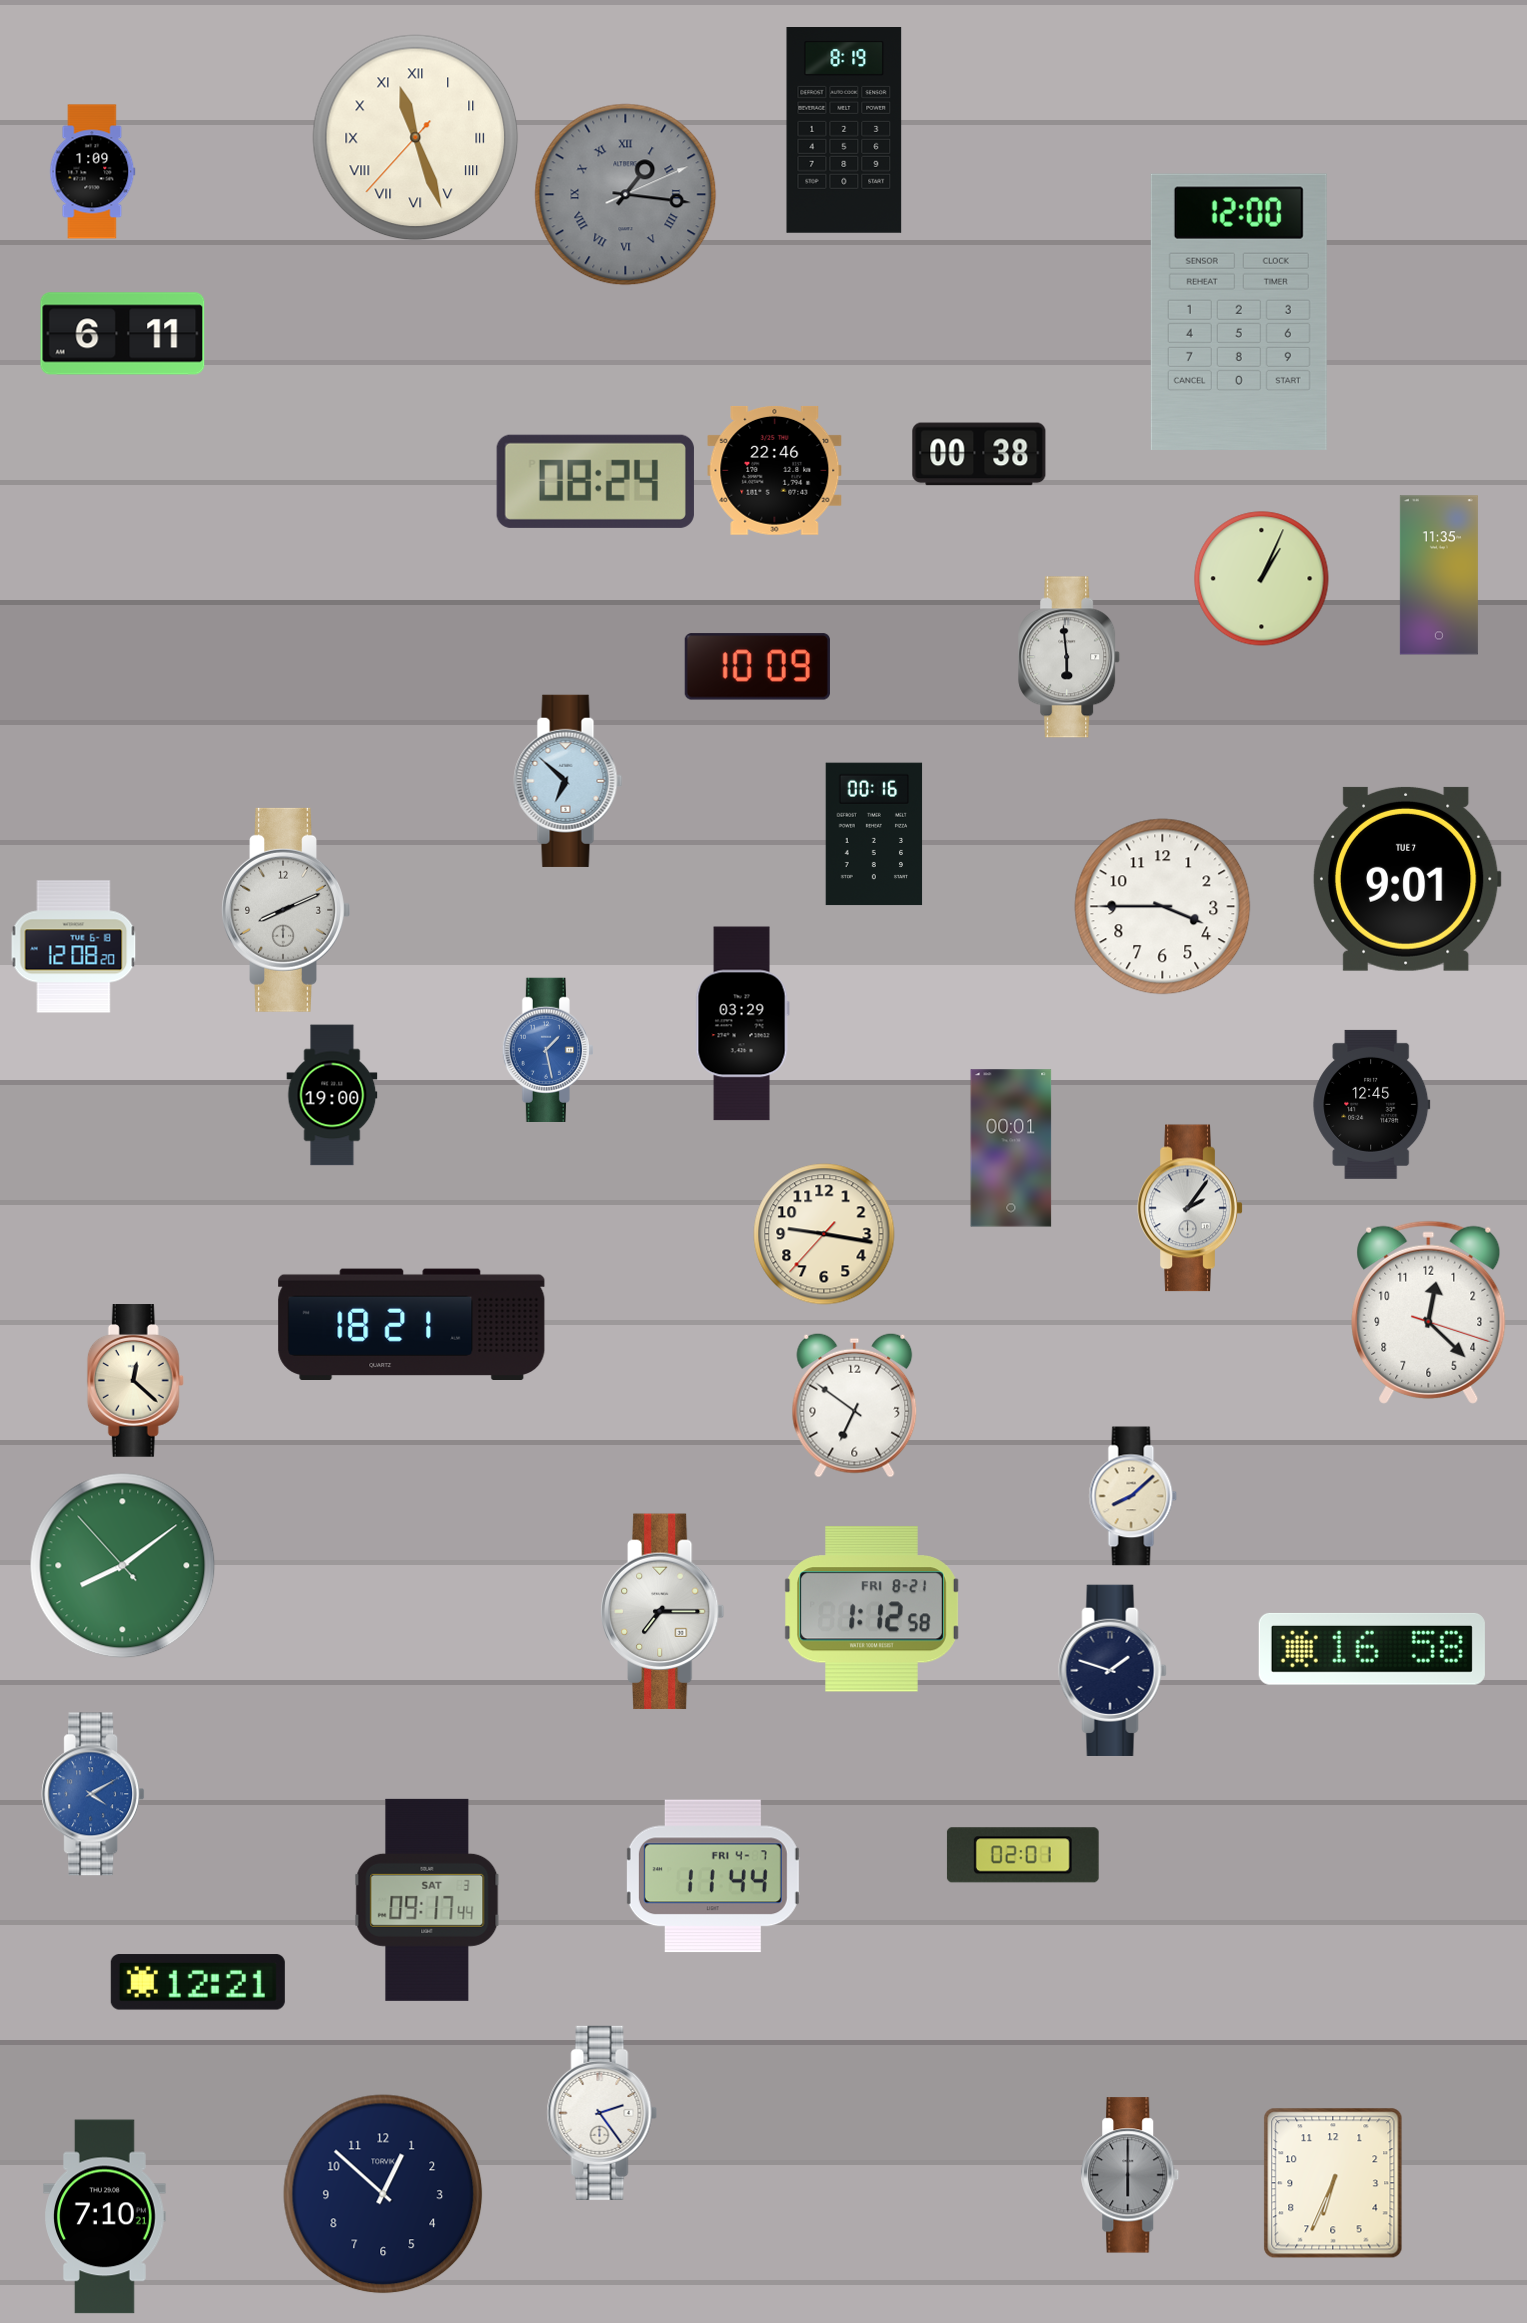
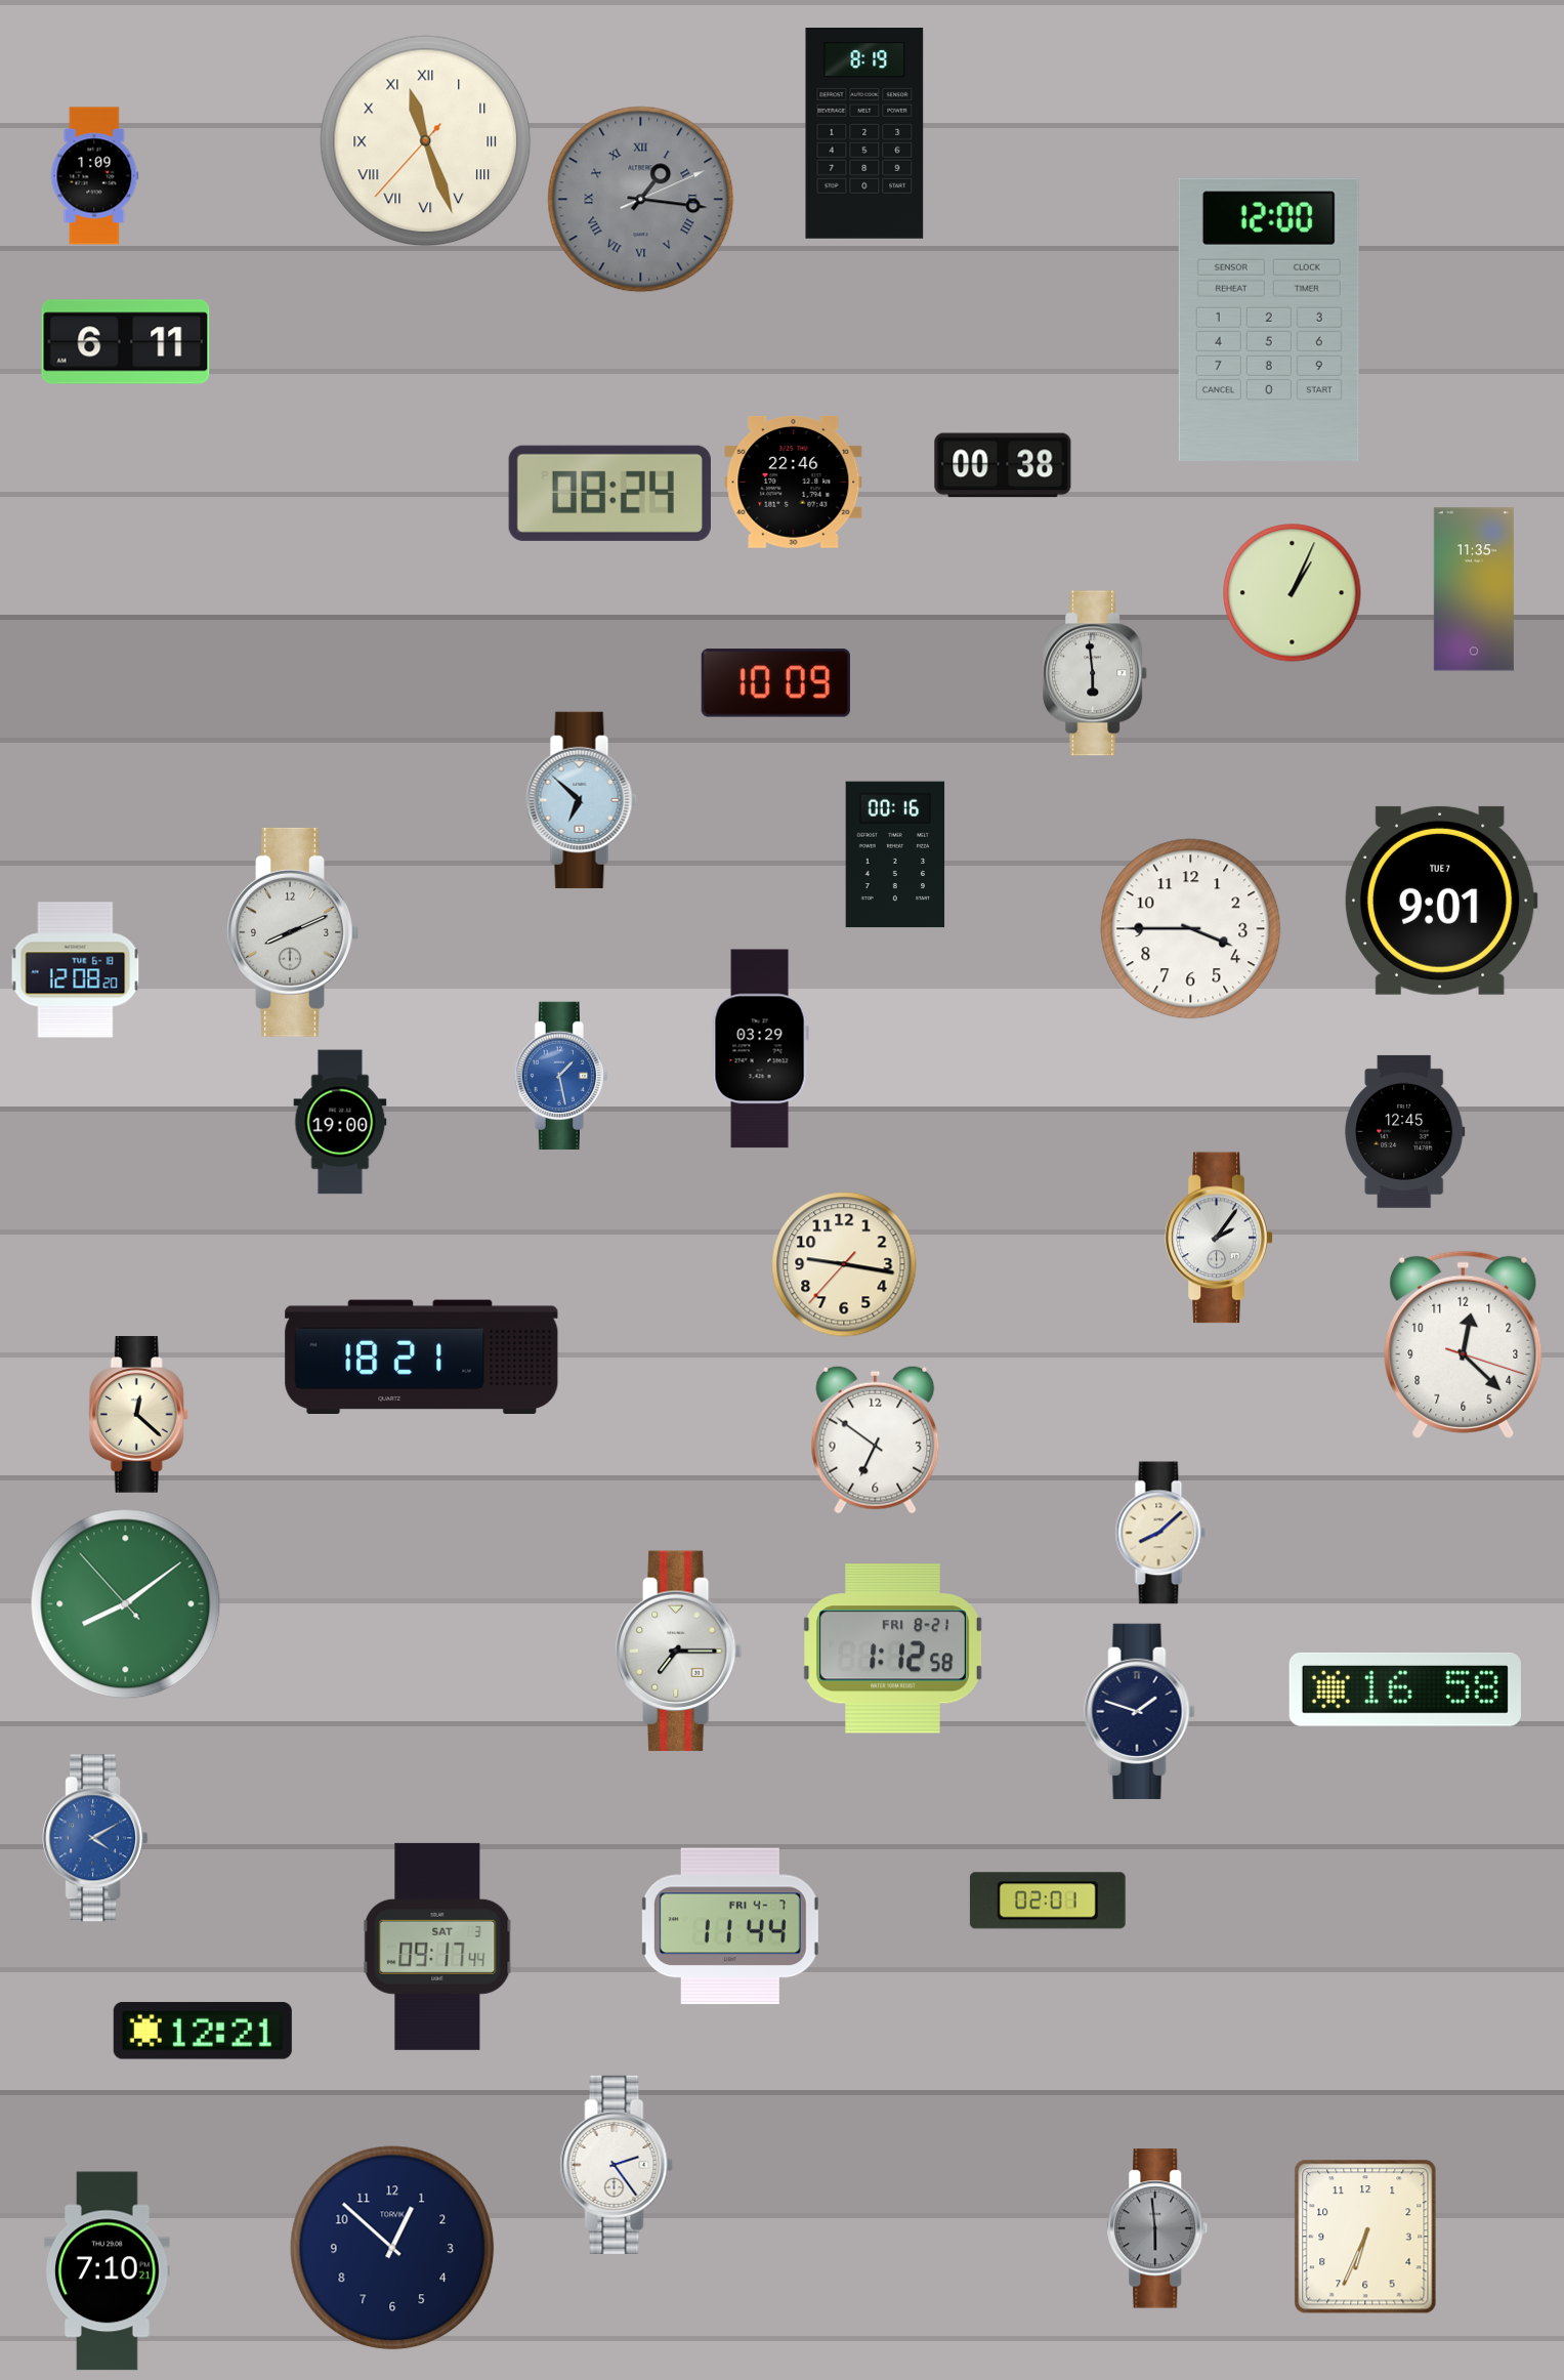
clock at (1011, 1148): 00:01 -> none
clock at (713, 1876) position: (713, 1876) -> (730, 1926)
clock at (1130, 2175): 6:00 -> 5:59
